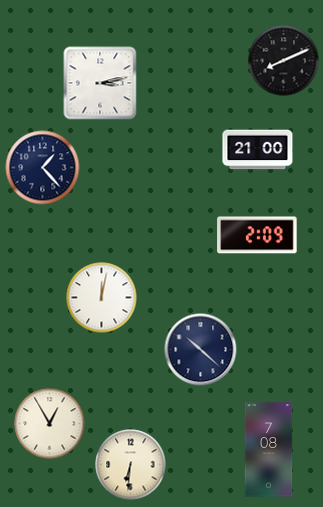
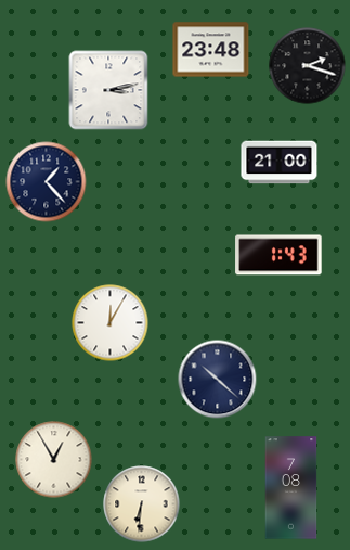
clock at (211, 50): none -> 23:48
clock at (284, 61): 8:11 -> 2:18
clock at (257, 235): 2:09 -> 1:43
clock at (102, 298): 12:02 -> 12:05
